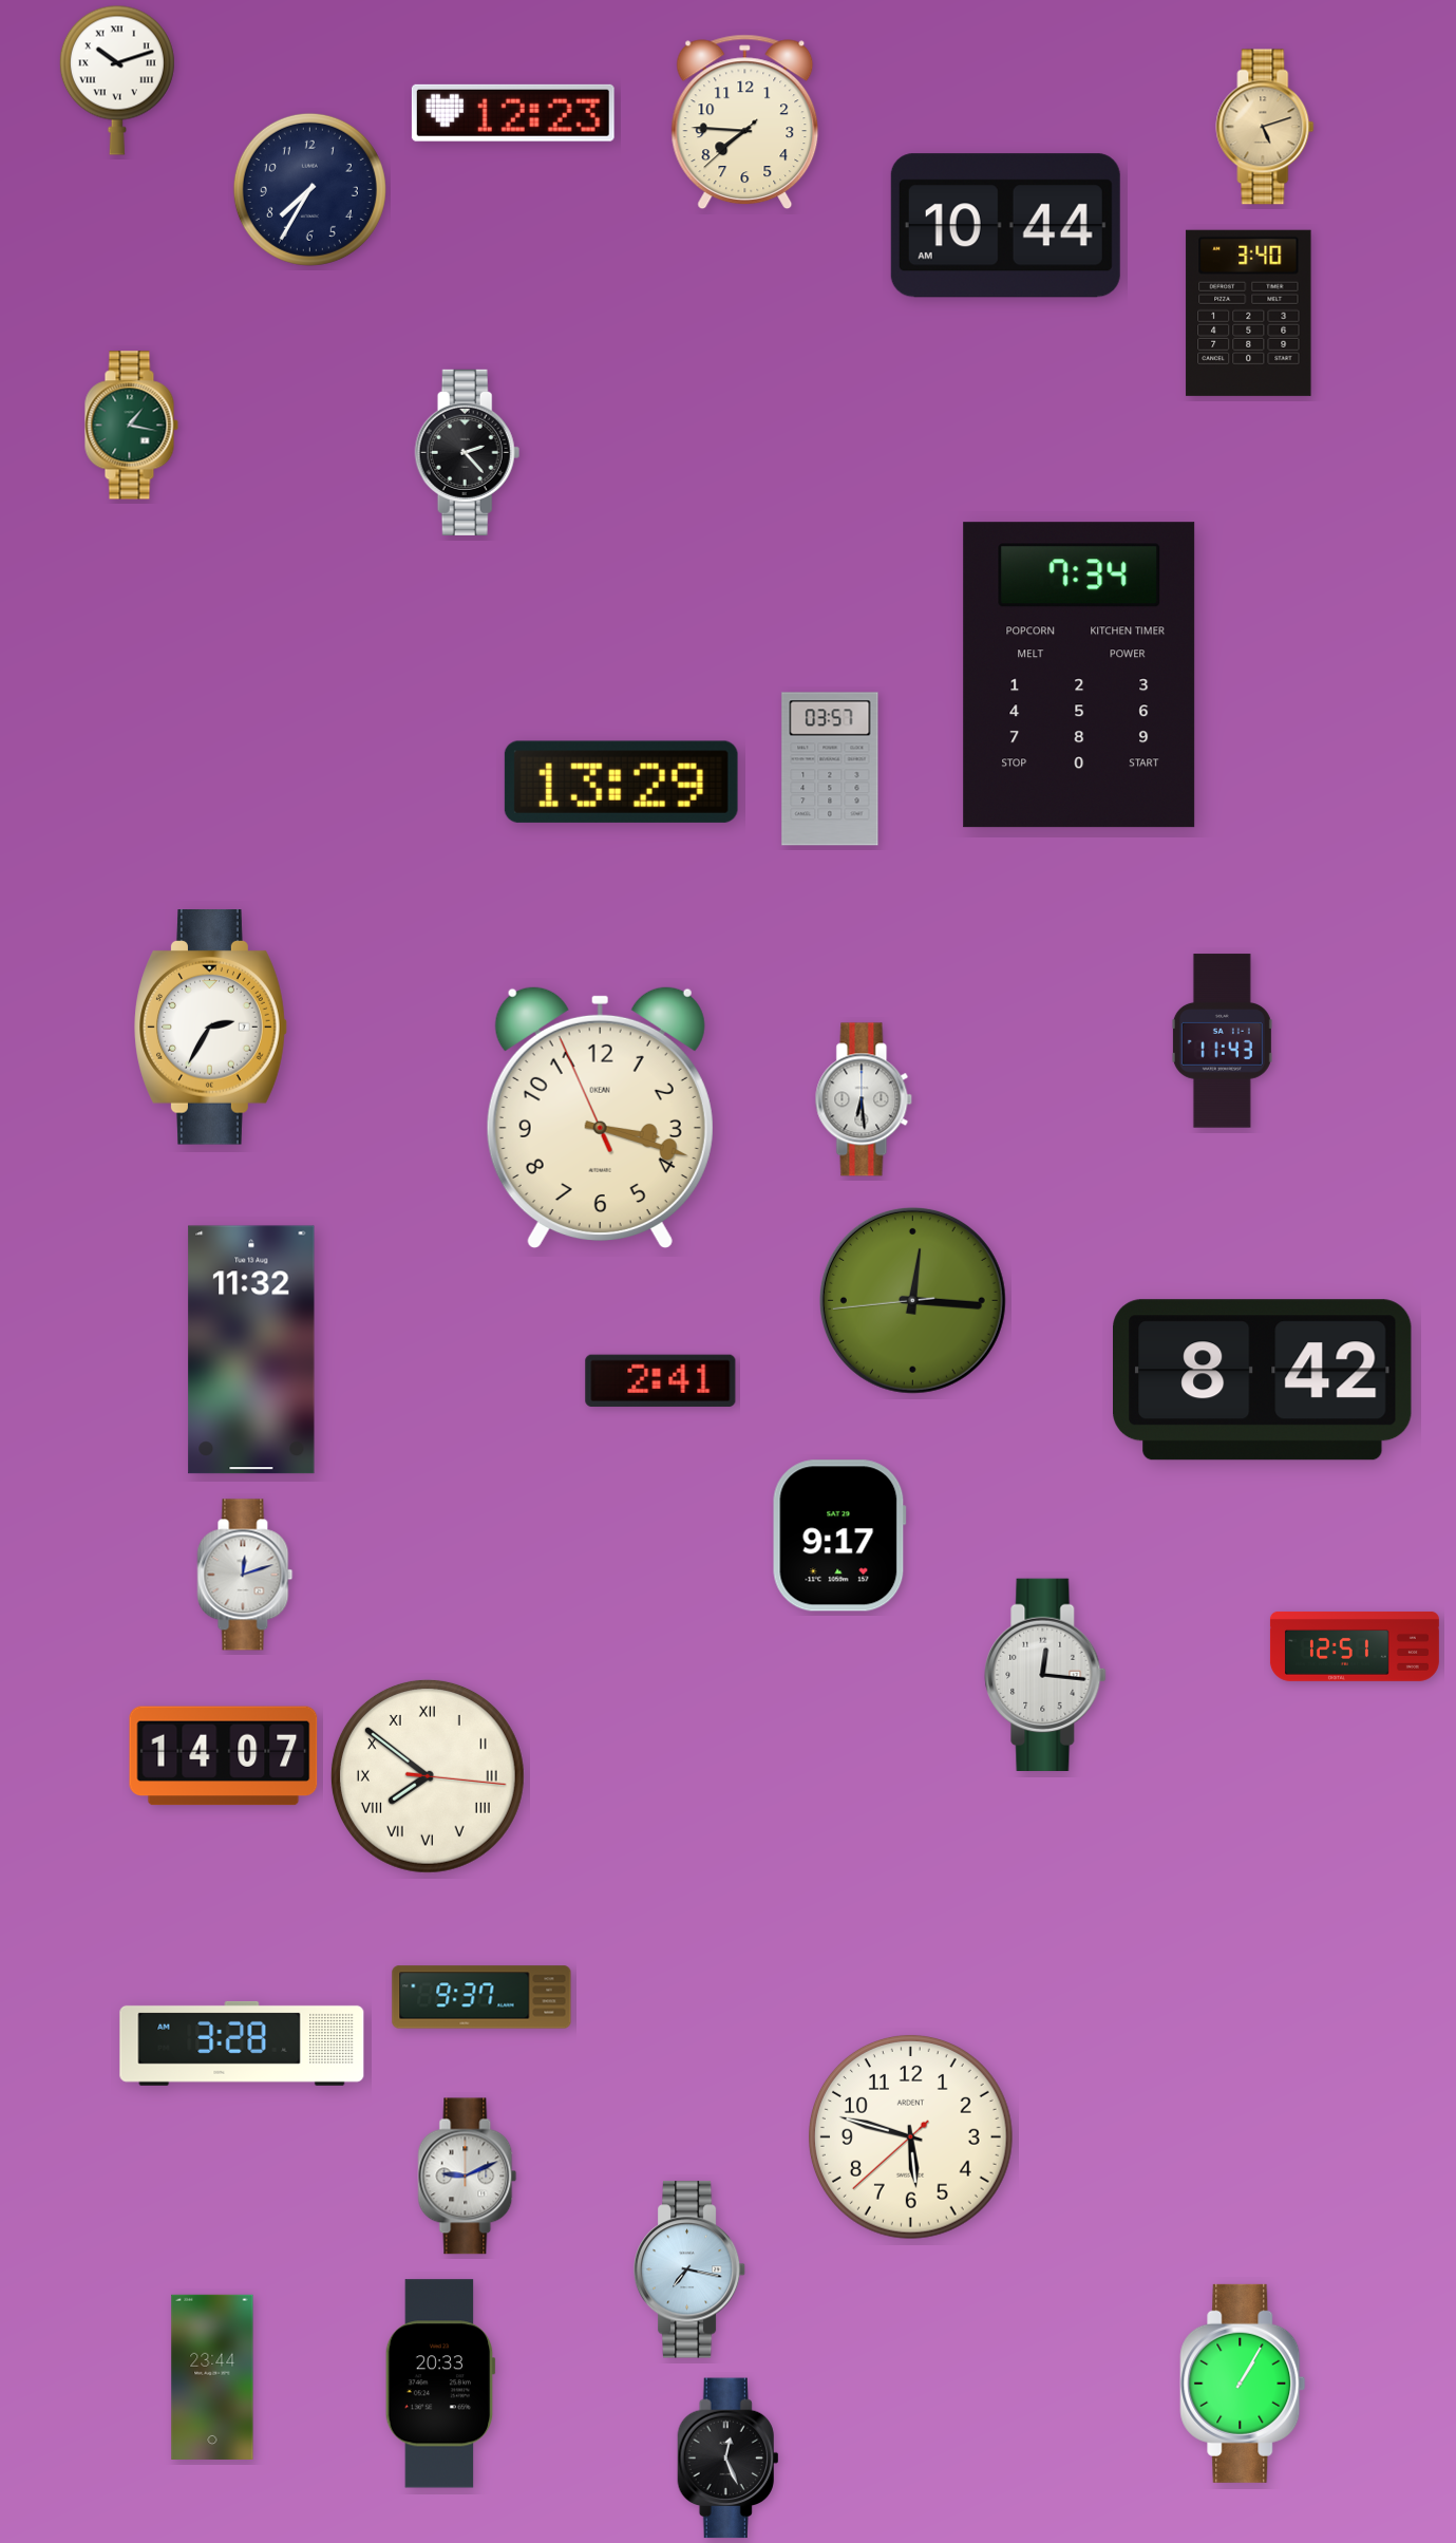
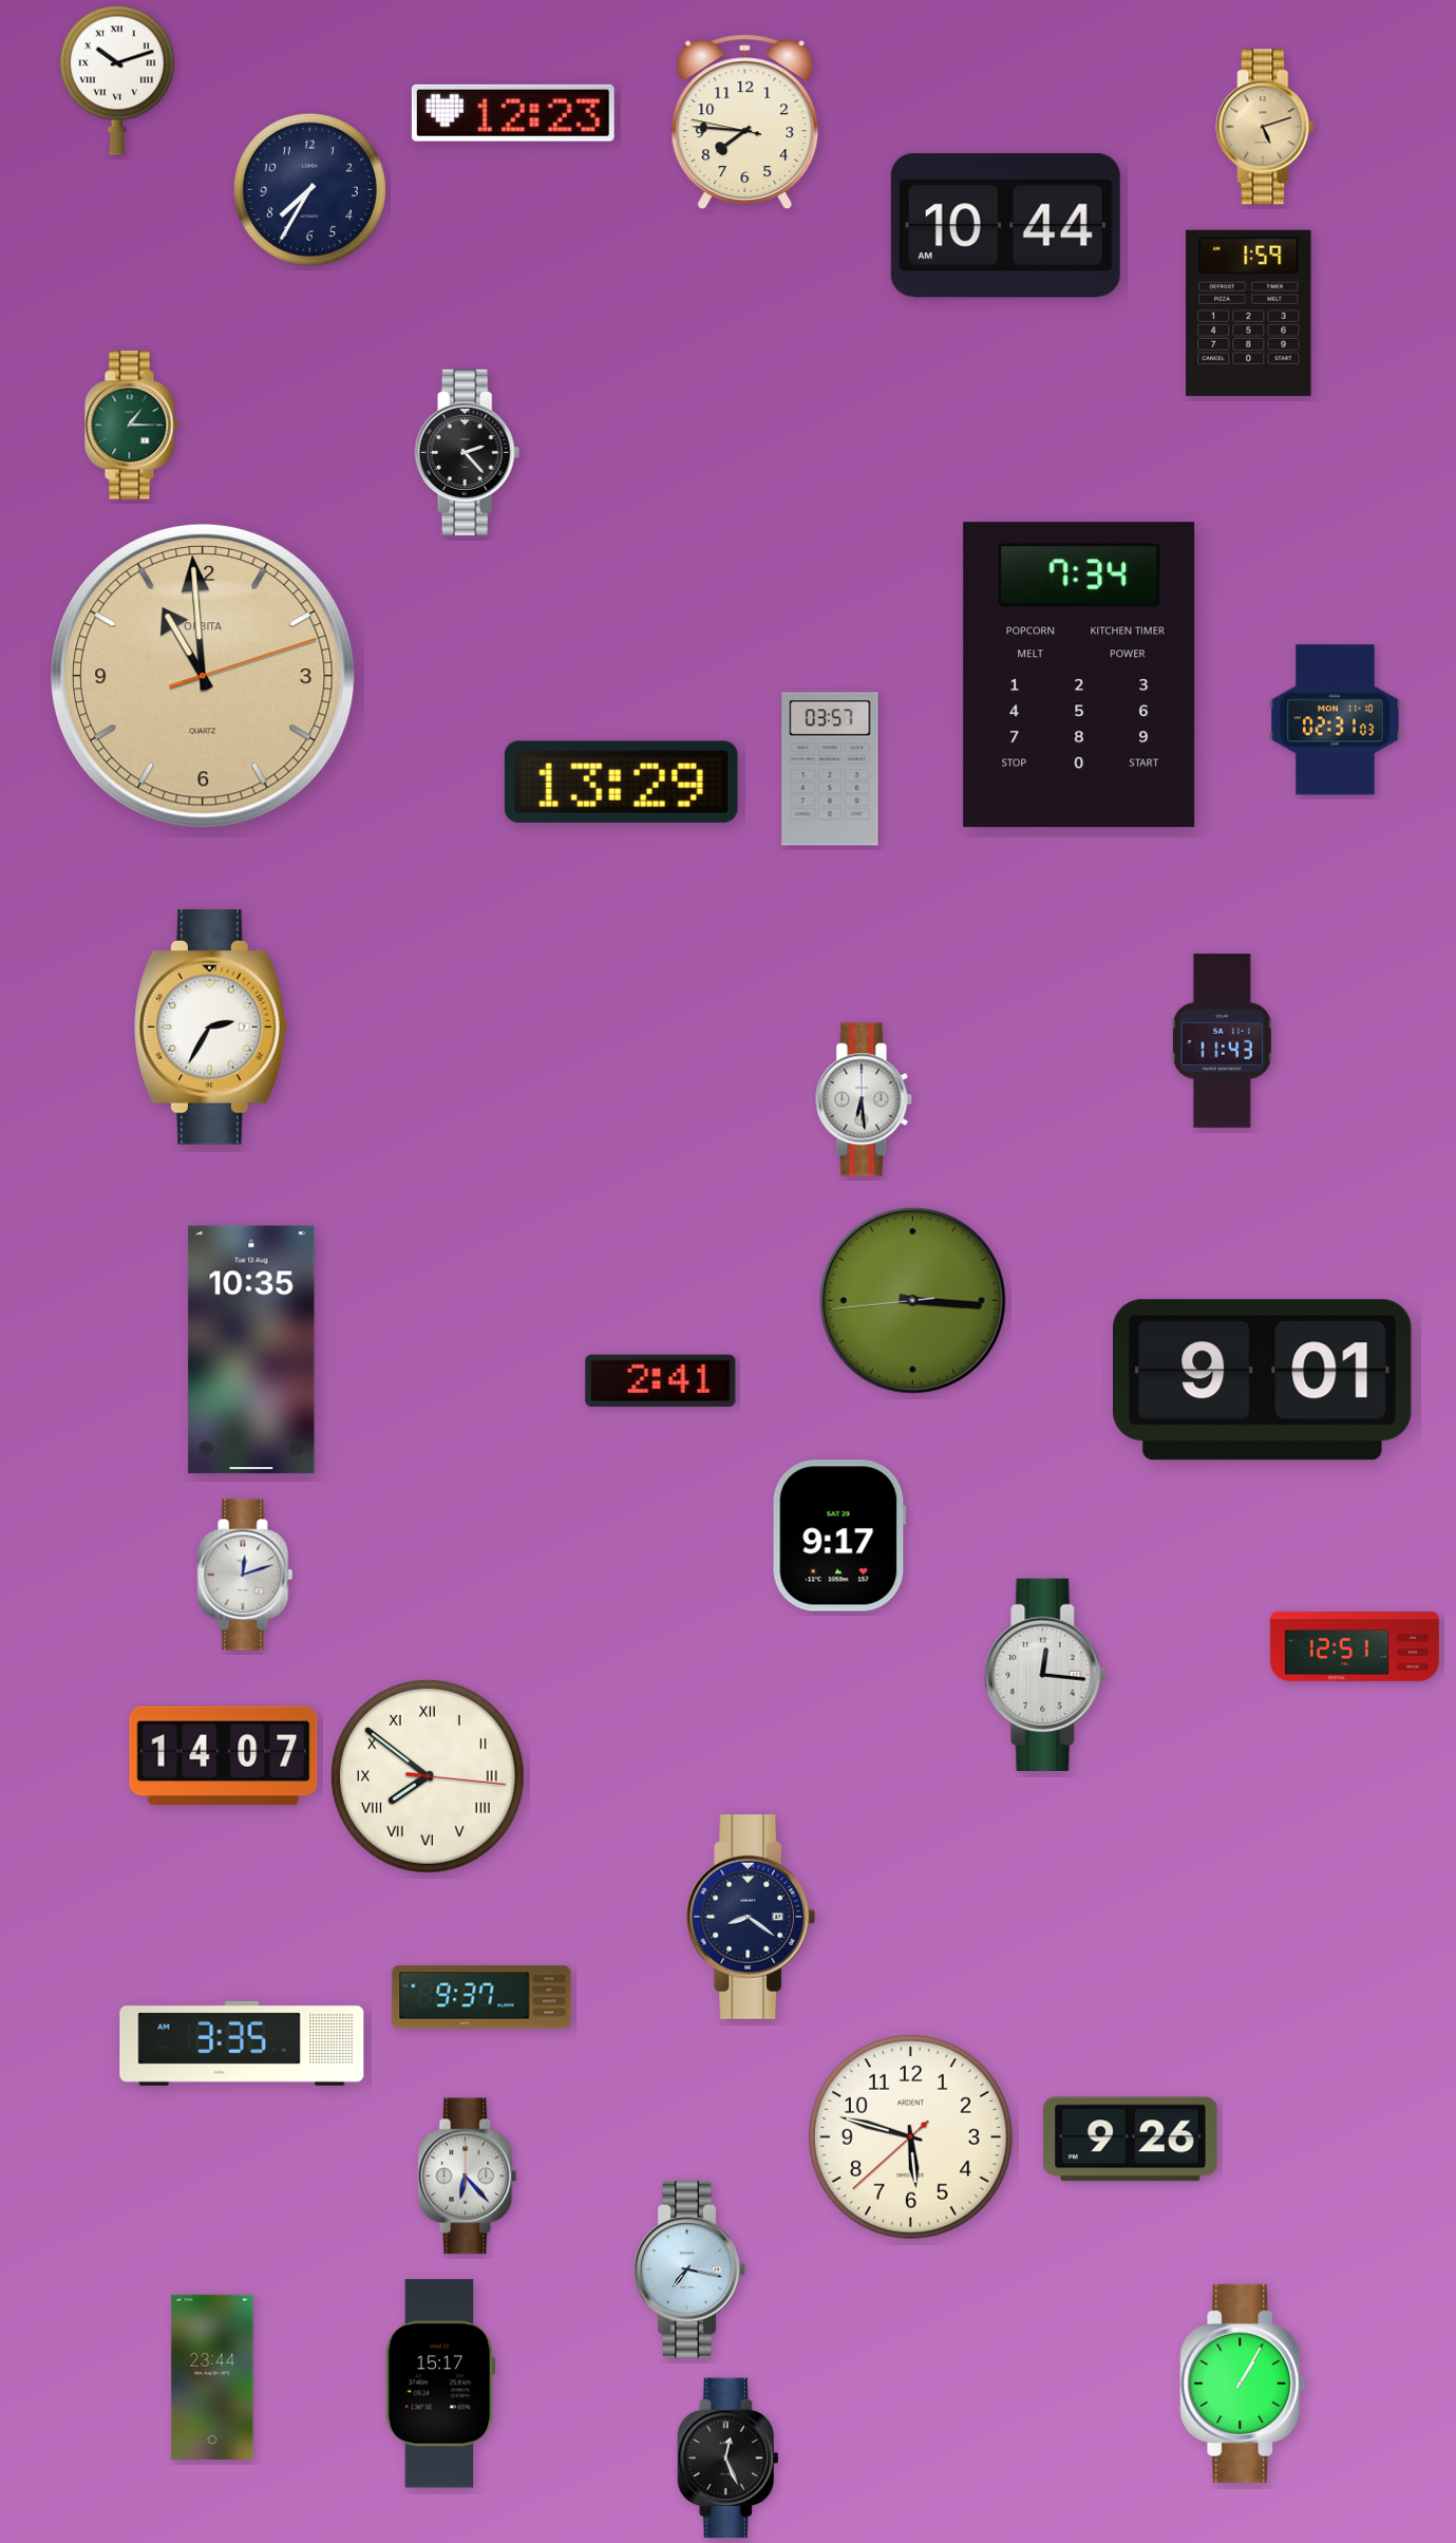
clock at (745, 123): 7:45:38 -> 7:45:47
clock at (1249, 313): 3:40 -> 1:59
clock at (131, 426): 1:17 -> 1:15
clock at (204, 677): none -> 10:59
clock at (1336, 720): none -> 02:31
clock at (600, 1117): 3:17 -> none
clock at (912, 1300): 12:15 -> 3:15
clock at (251, 1350): 11:32 -> 10:35
clock at (1263, 1380): 8:42 -> 9:01
clock at (751, 1917): none -> 8:21
clock at (242, 2043): 3:28 -> 3:35
clock at (1131, 2140): none -> 9:26
clock at (468, 2177): 9:11 -> 6:23
clock at (440, 2384): 20:33 -> 15:17
